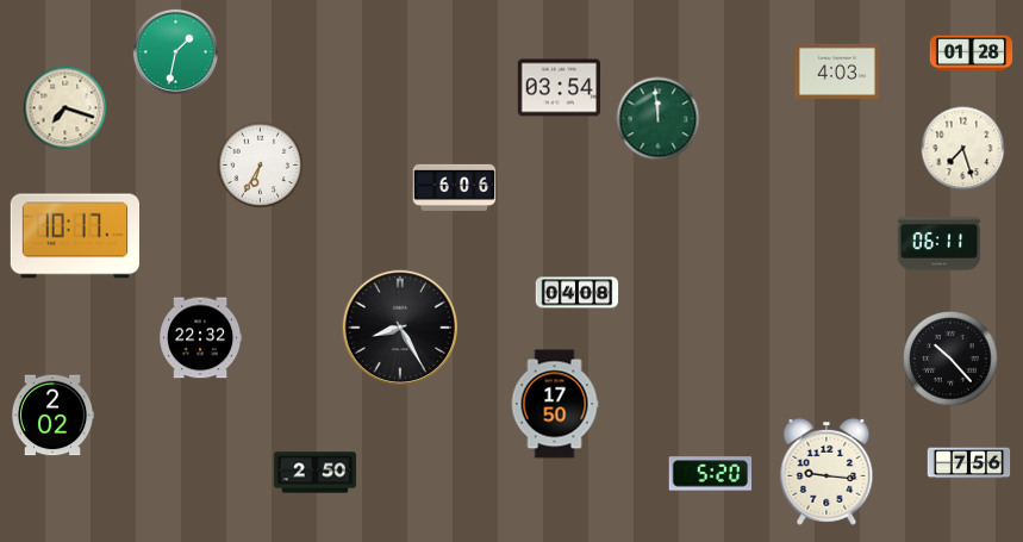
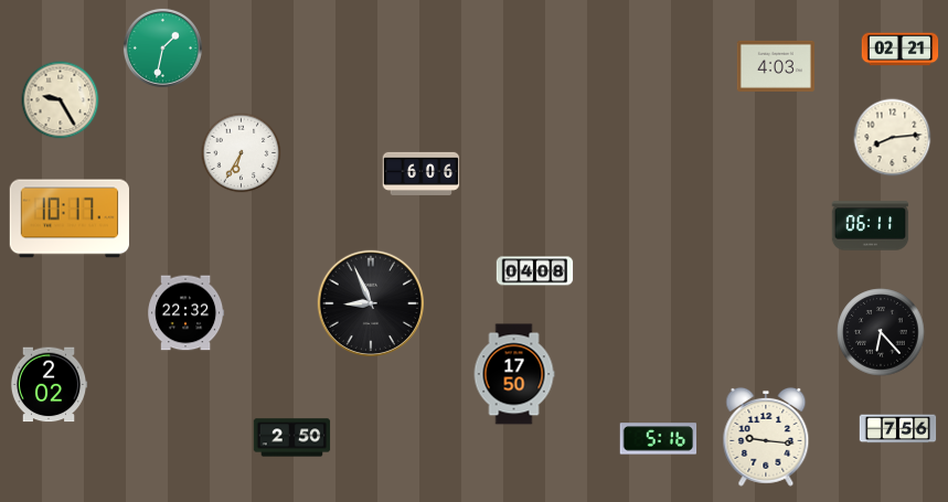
clock at (972, 54): 01:28 -> 02:21
clock at (560, 88): 03:54 -> none
clock at (66, 108): 7:18 -> 9:25
clock at (659, 119): 11:59 -> none
clock at (963, 149): 7:27 -> 8:14
clock at (400, 328): 8:25 -> 8:56
clock at (950, 359): 10:23 -> 6:23
clock at (711, 474): 5:20 -> 5:16
